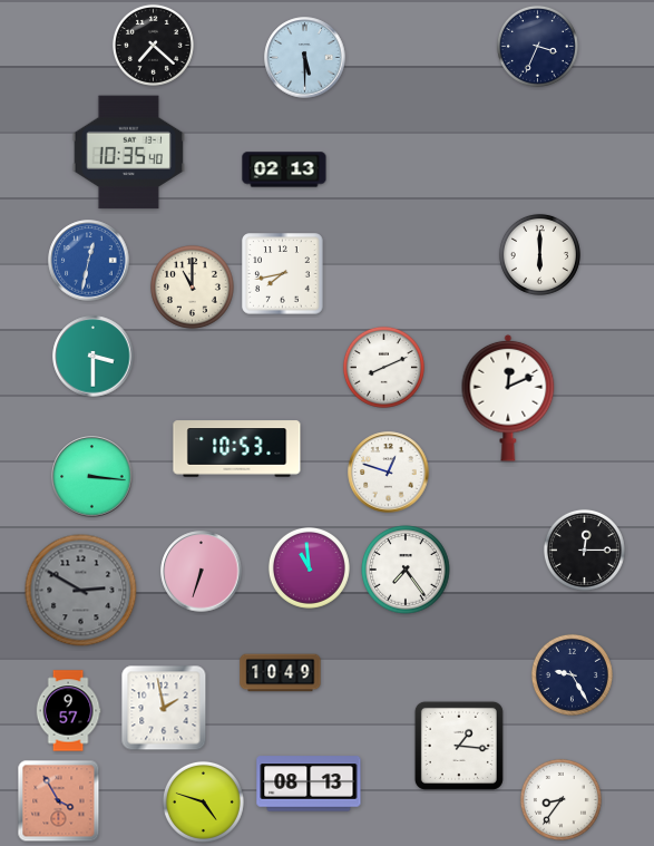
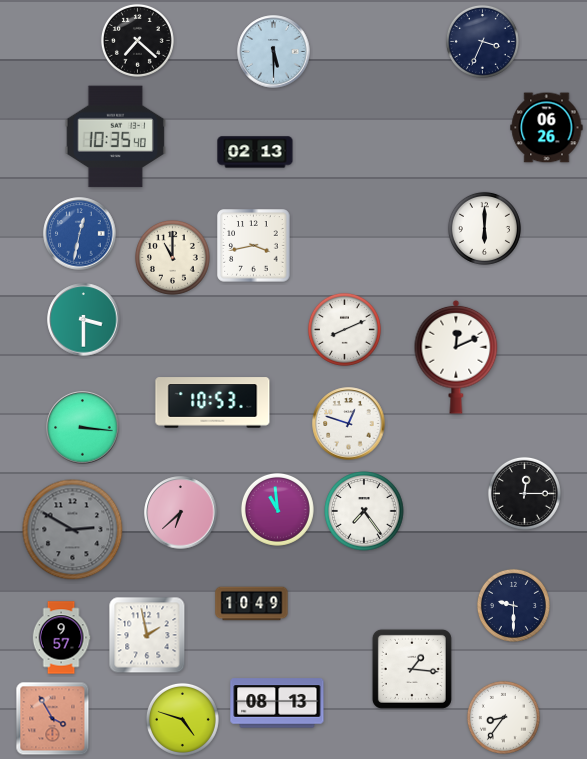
clock at (547, 128): none -> 06:26
clock at (283, 274): 7:43 -> 3:43
clock at (202, 572): 6:33 -> 6:38
clock at (572, 674): 9:25 -> 9:30
